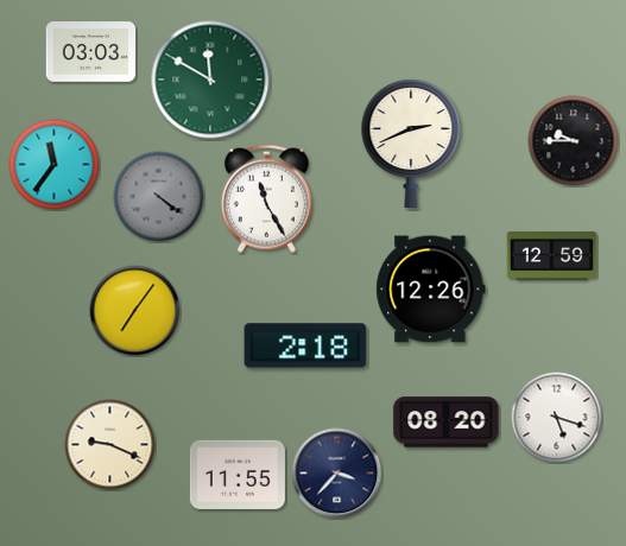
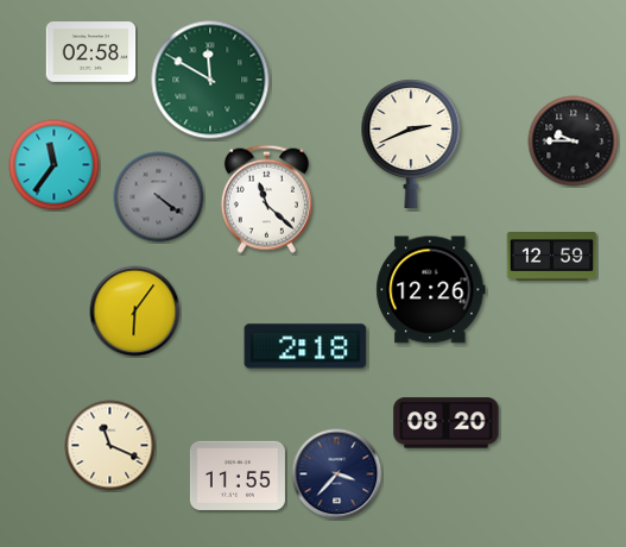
clock at (91, 52): 03:03 -> 02:58
clock at (266, 198): 11:25 -> 11:22
clock at (135, 311): 7:06 -> 6:06
clock at (557, 418): 5:18 -> none
clock at (110, 445): 9:19 -> 11:19
